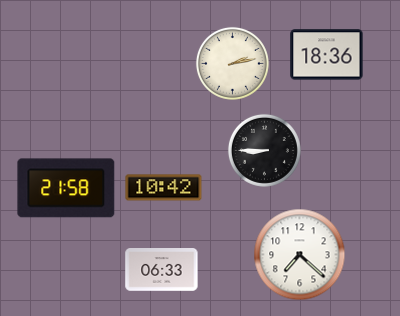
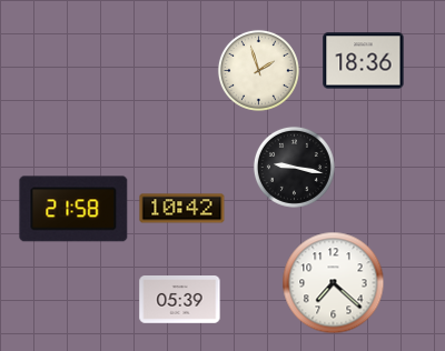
clock at (232, 63): 2:13 -> 1:57
clock at (264, 150): 8:45 -> 9:17
clock at (162, 270): 06:33 -> 05:39
